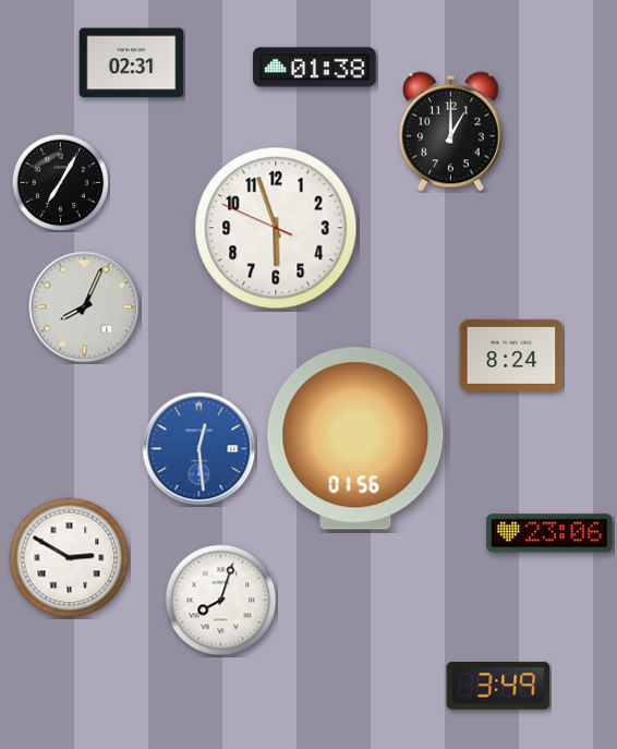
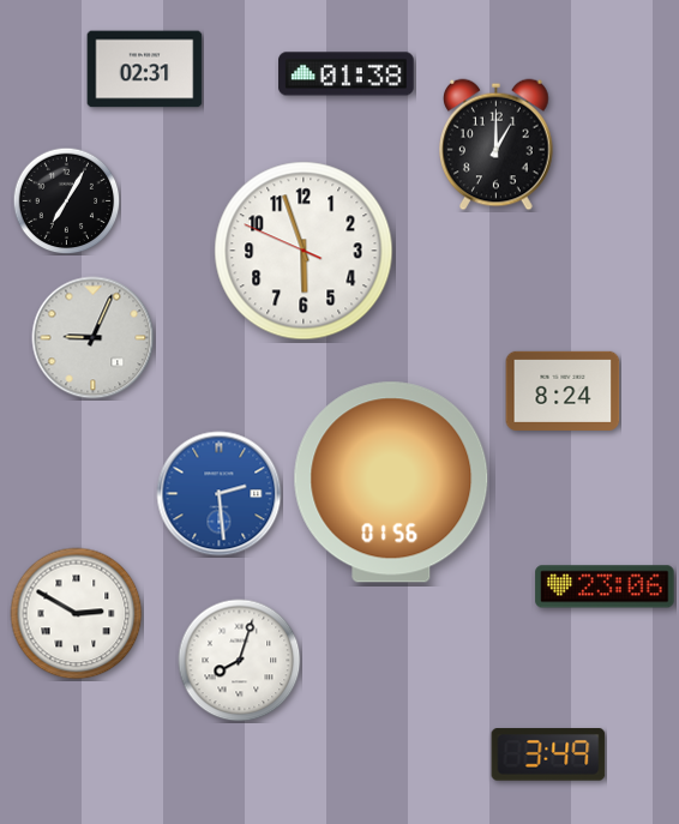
clock at (85, 307): 8:04 -> 9:04
clock at (199, 449): 12:29 -> 2:29
clock at (221, 601) position: (221, 601) -> (240, 661)
